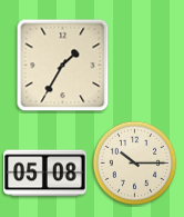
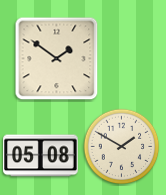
clock at (63, 66): 1:35 -> 1:51
clock at (135, 164): 10:15 -> 1:50
